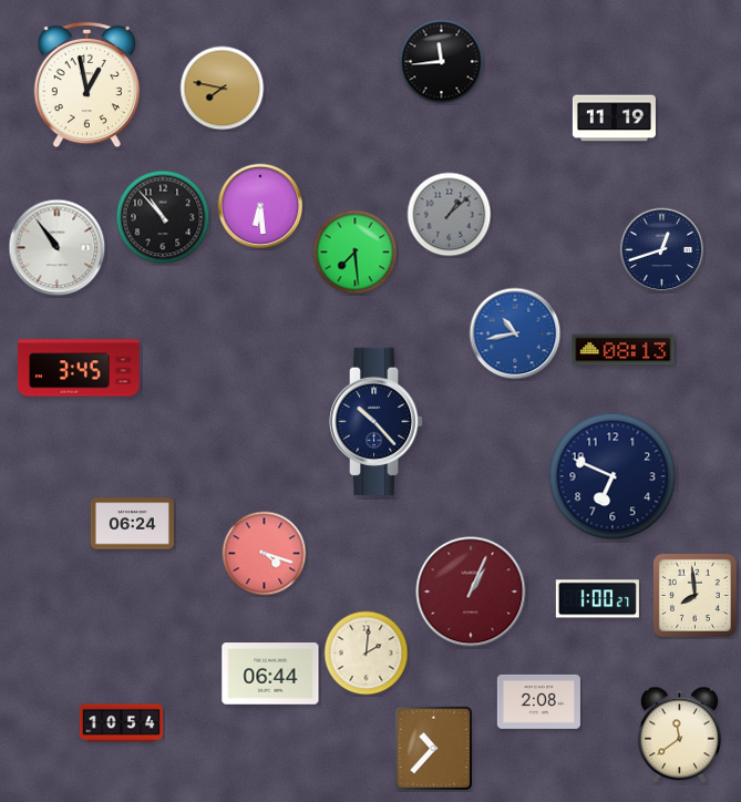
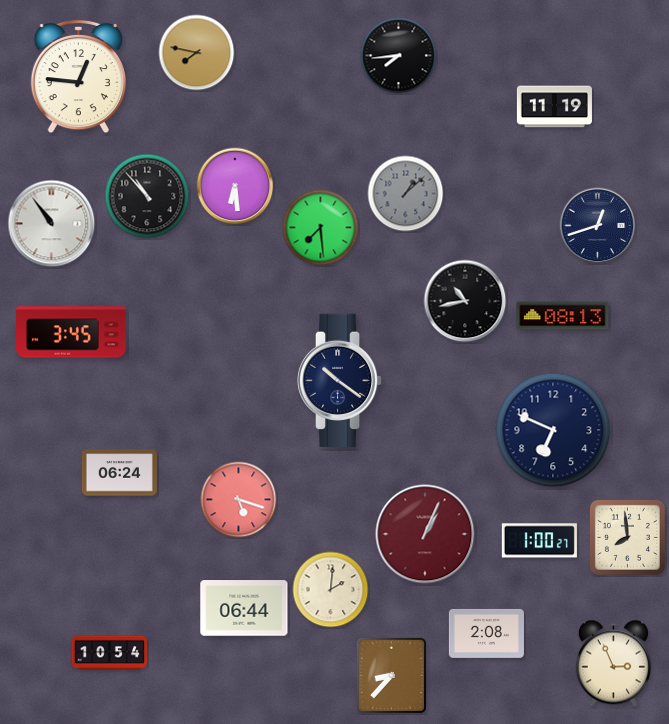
clock at (442, 62): 11:44 -> 7:44
clock at (86, 85): 12:58 -> 12:46
clock at (223, 89) position: (223, 89) -> (197, 53)
clock at (515, 333) dial: blue -> black
clock at (377, 421): 10:23 -> 10:21
clock at (265, 554): 4:18 -> 5:18
clock at (679, 736): 11:39 -> 2:56
clock at (433, 748): 10:37 -> 8:37
